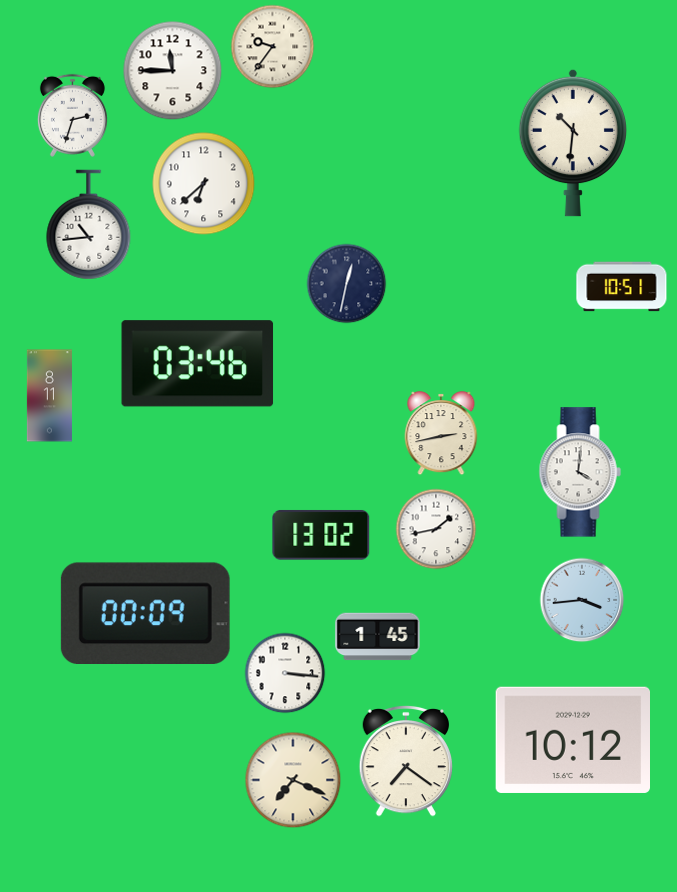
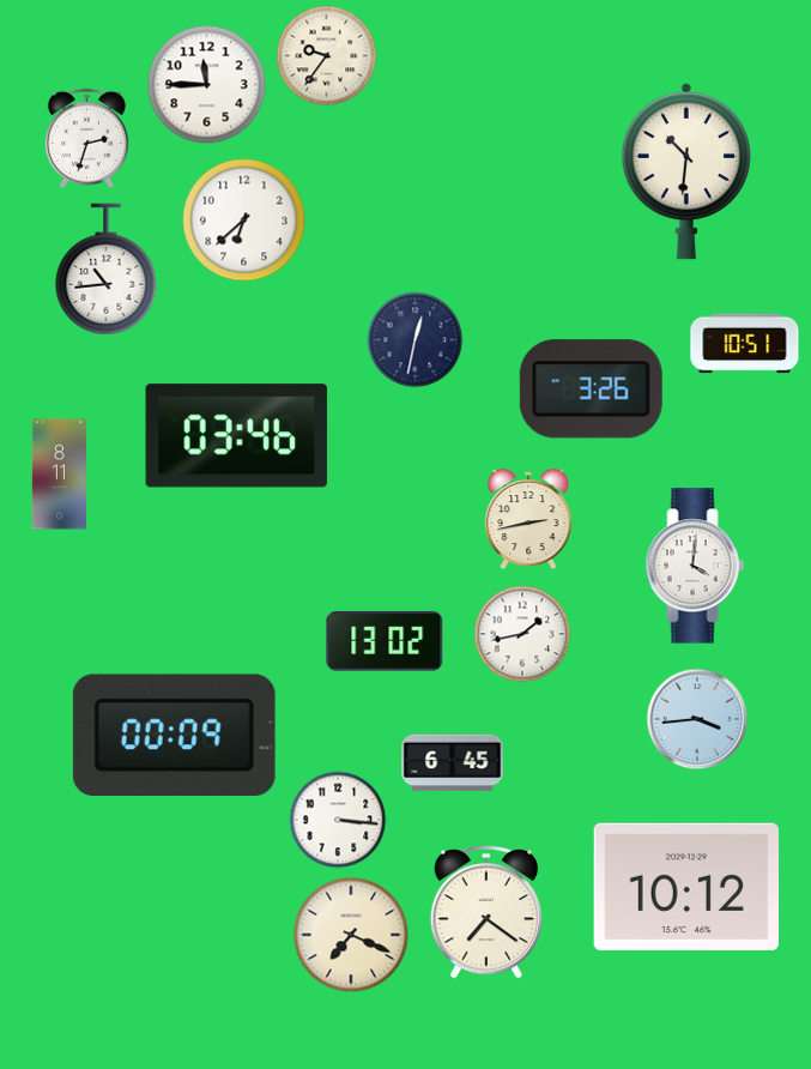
clock at (591, 389): none -> 3:26
clock at (378, 637): 1:45 -> 6:45
clock at (285, 673) position: (285, 673) -> (338, 820)
